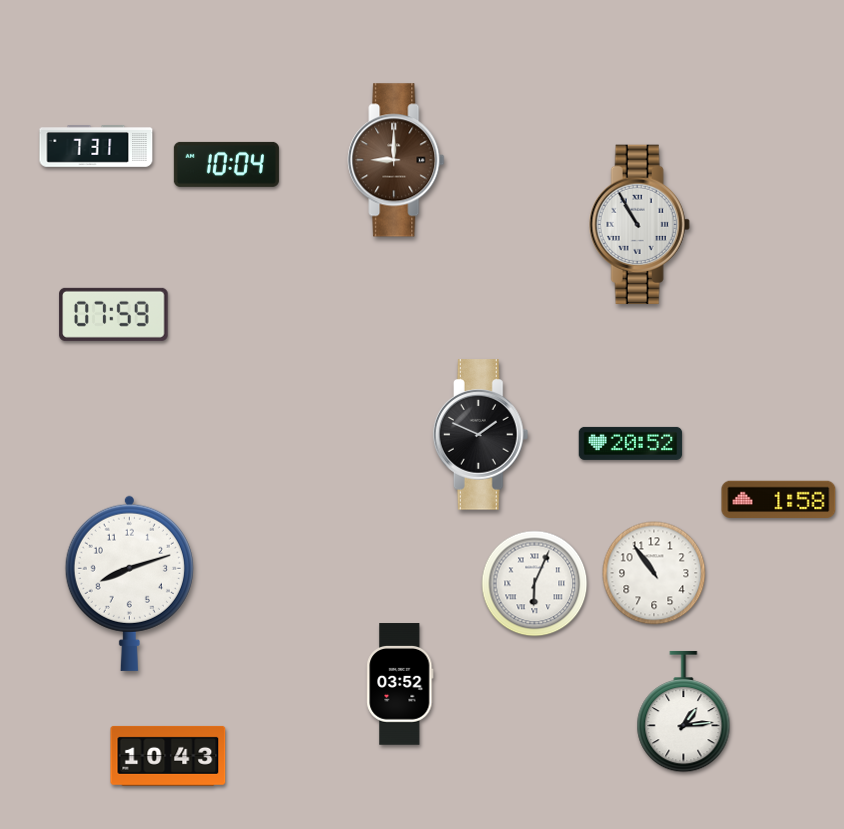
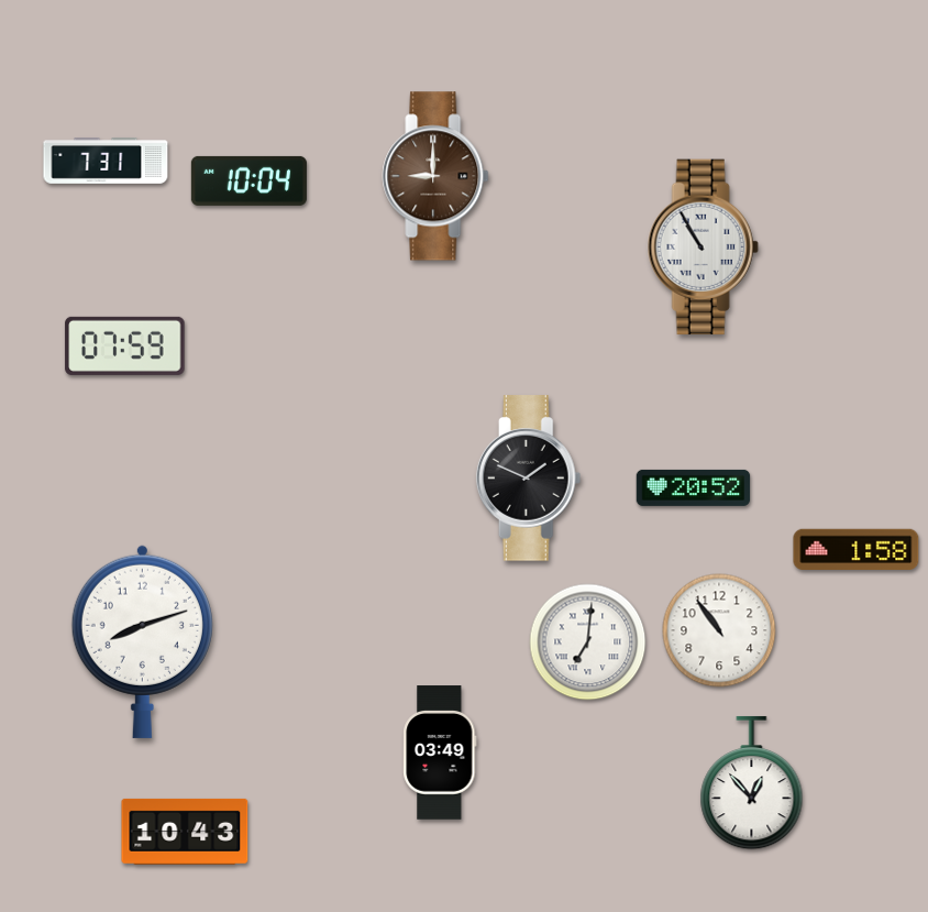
clock at (535, 584): 6:04 -> 7:01
clock at (400, 684): 03:52 -> 03:49
clock at (684, 712): 1:14 -> 12:53
